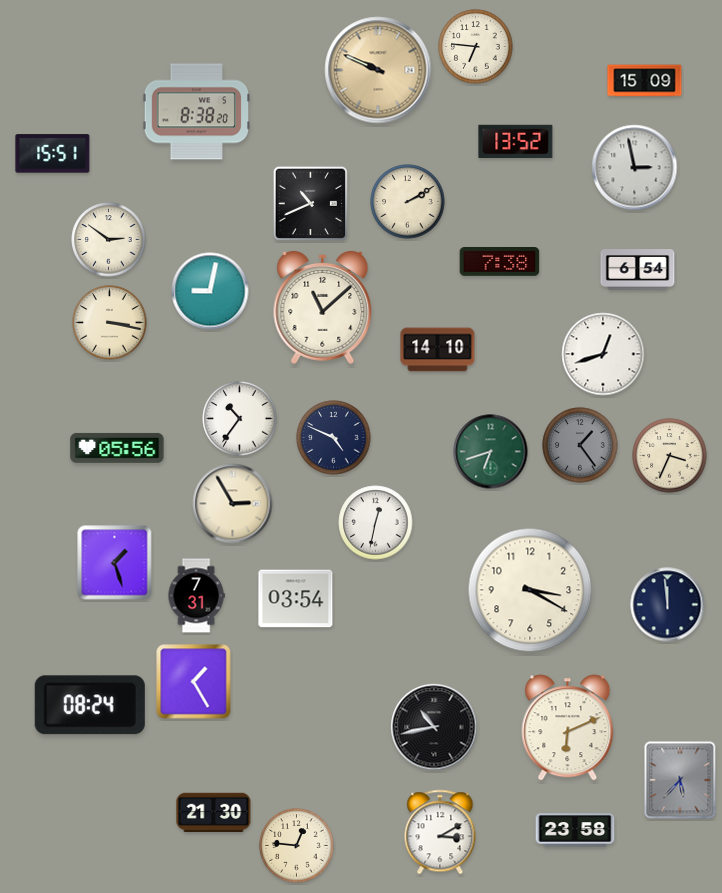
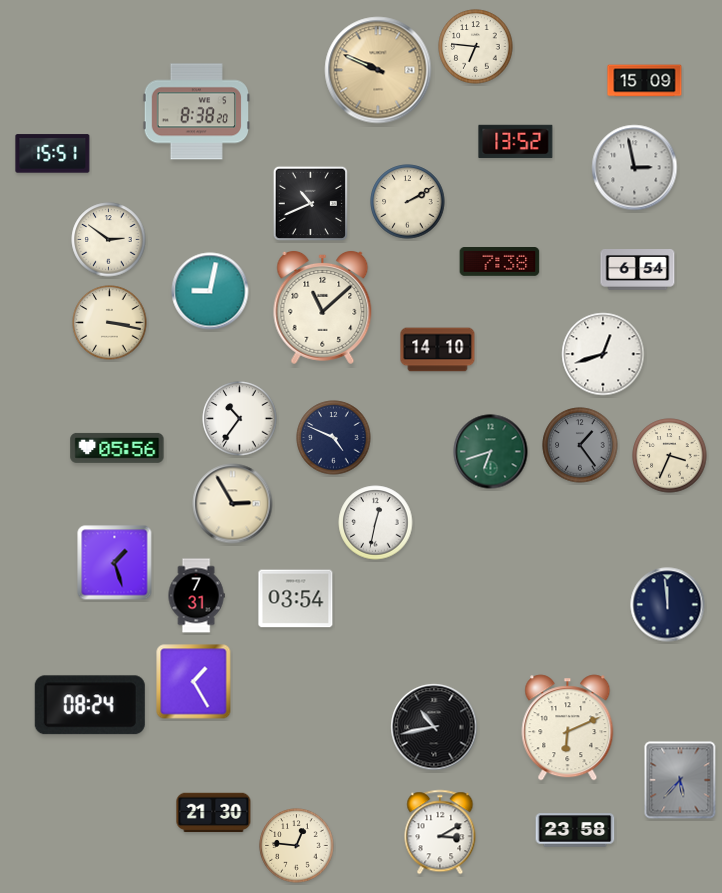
clock at (530, 590): 3:20 -> none
